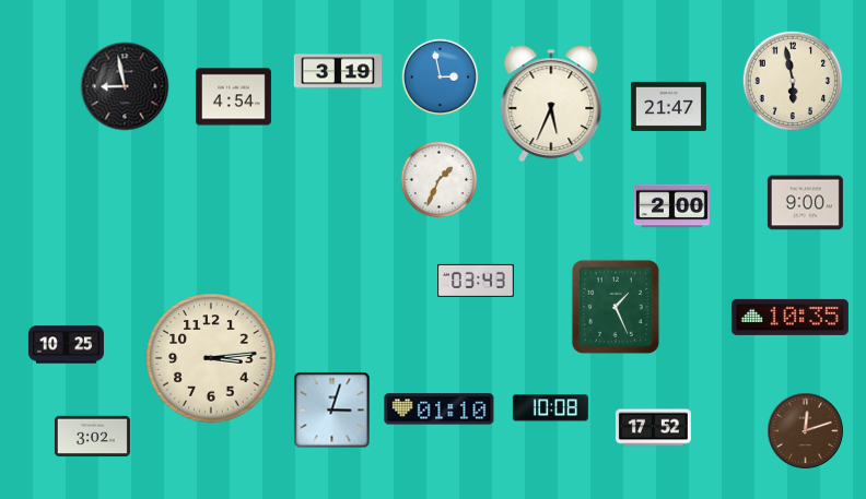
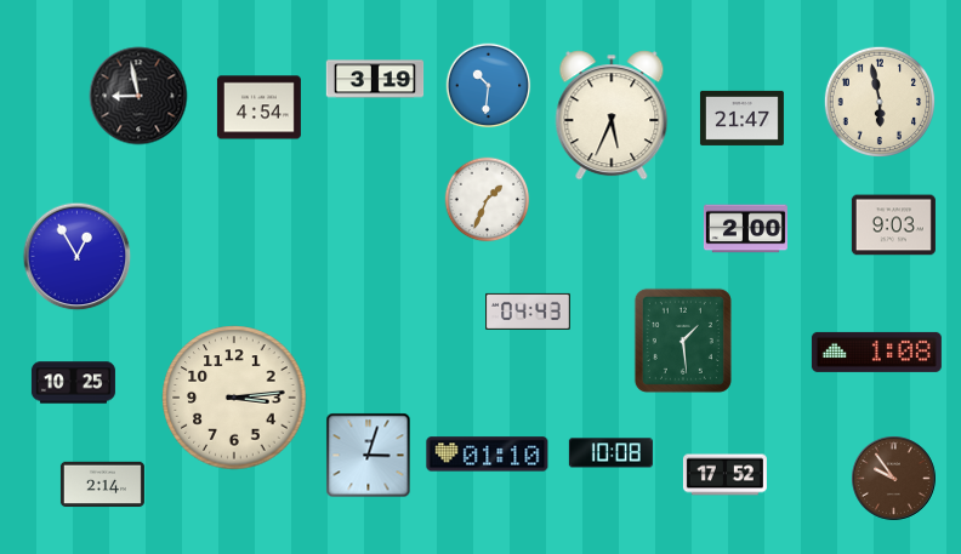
clock at (441, 78): 2:58 -> 10:31
clock at (792, 80) position: (792, 80) -> (878, 101)
clock at (805, 203): 9:00 -> 9:03
clock at (78, 257): none -> 12:55
clock at (477, 281): 03:43 -> 04:43
clock at (616, 307): 1:26 -> 1:29
clock at (789, 317): 10:35 -> 1:08
clock at (806, 431): 12:12 -> 9:54
clock at (92, 437): 3:02 -> 2:14
